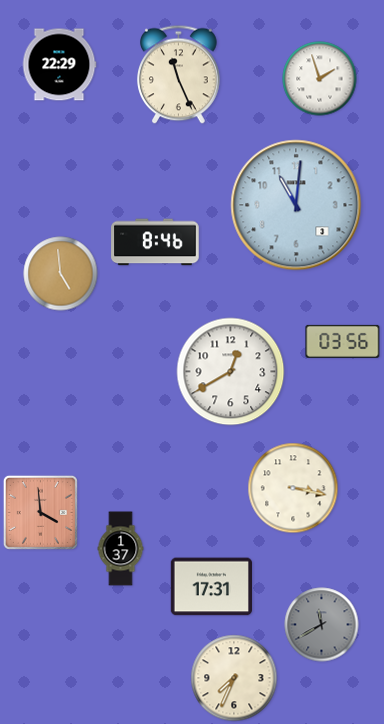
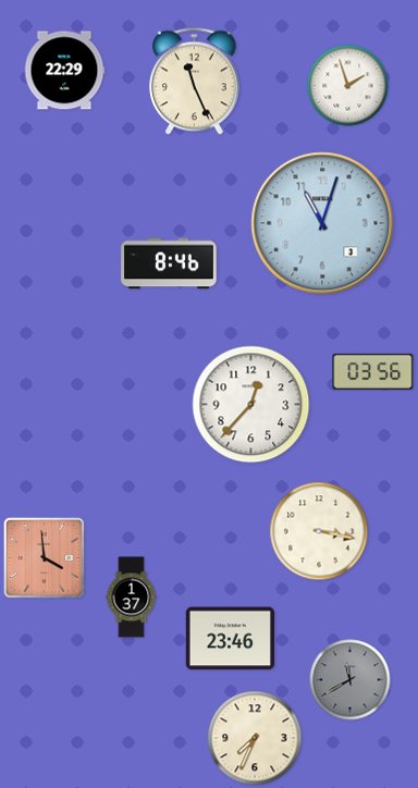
clock at (296, 205): 11:01 -> 11:03
clock at (61, 274): 4:59 -> none
clock at (231, 372): 12:40 -> 12:37
clock at (212, 587): 17:31 -> 23:46
